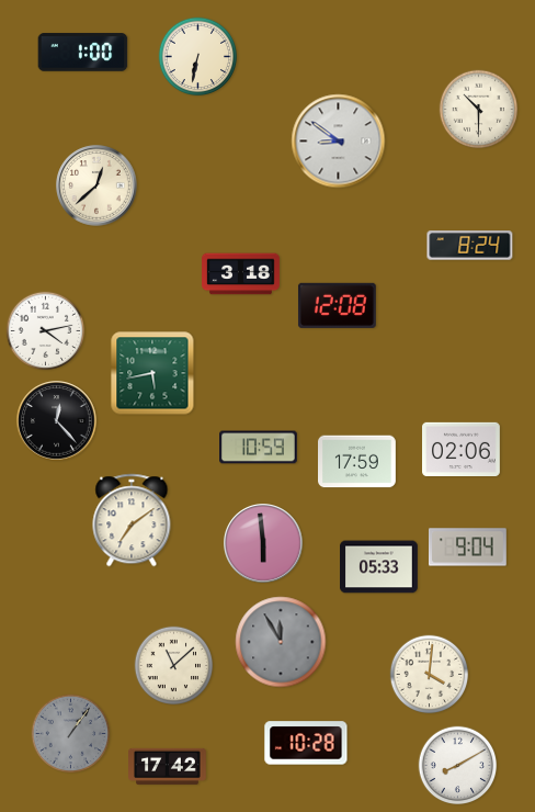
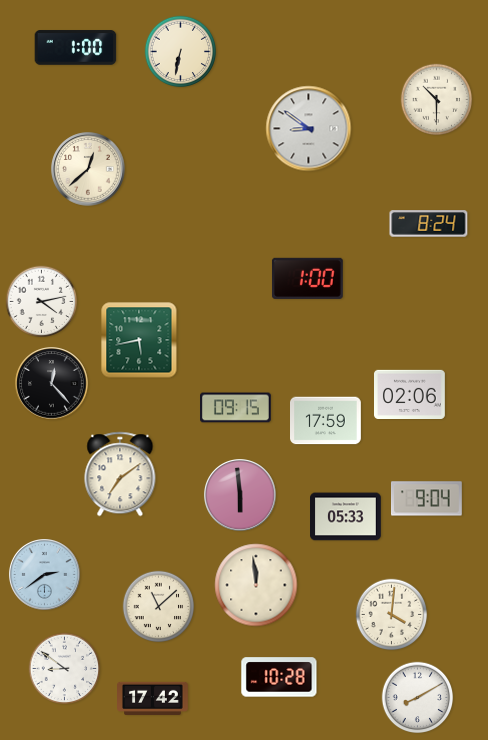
clock at (241, 274): 3:18 -> none
clock at (337, 305): 12:08 -> 1:00
clock at (259, 448): 10:59 -> 09:15
clock at (462, 449) position: (462, 449) -> (410, 394)
clock at (45, 575): none -> 2:39
clock at (281, 642): 11:55 -> 11:59
clock at (281, 642) dial: grey -> cream
clock at (71, 734): 1:06 -> 8:51
clock at (71, 734) dial: grey -> white
